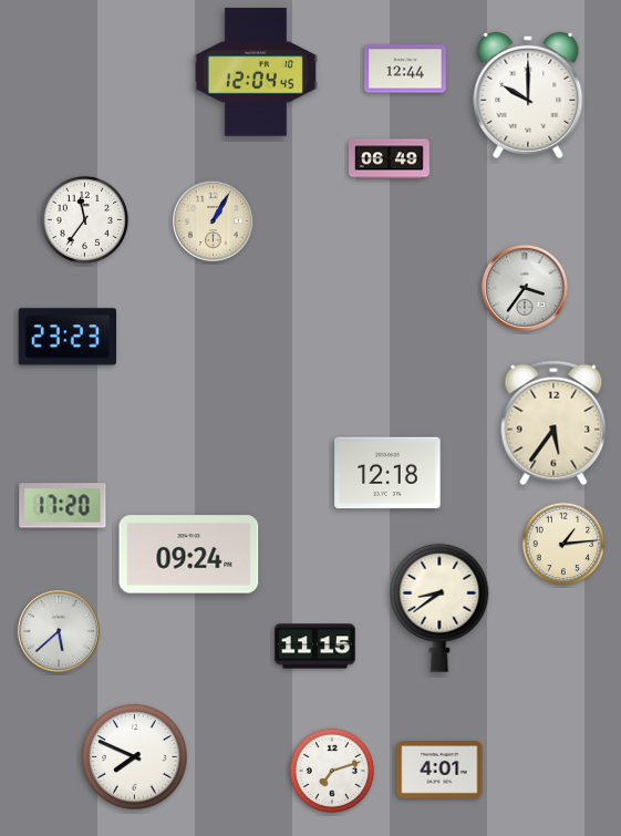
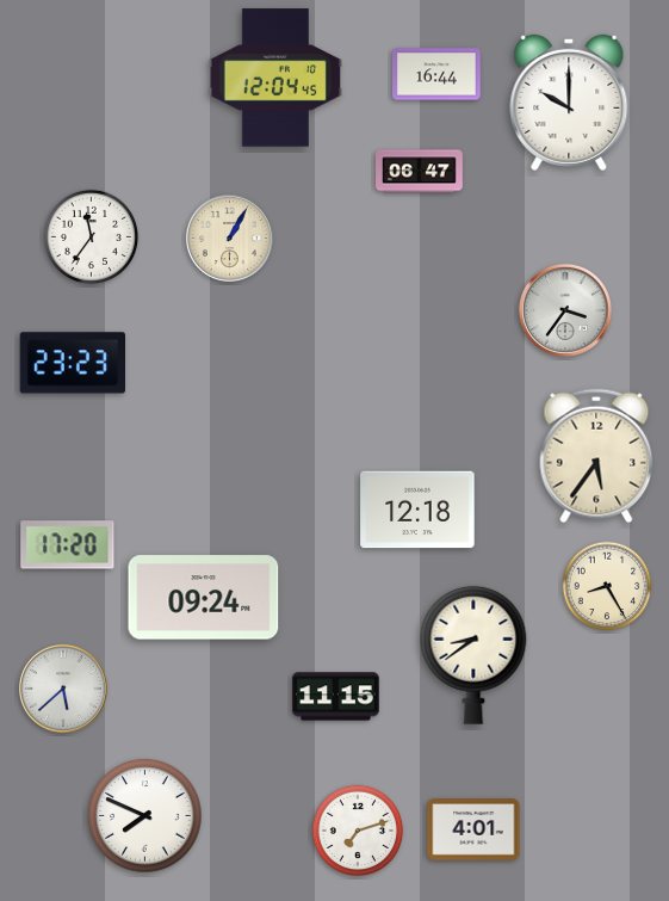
clock at (405, 69): 12:44 -> 16:44
clock at (390, 159): 06:49 -> 06:47
clock at (563, 544): 1:14 -> 8:25
clock at (59, 631) position: (59, 631) -> (63, 689)
clock at (315, 647) position: (315, 647) -> (336, 697)
